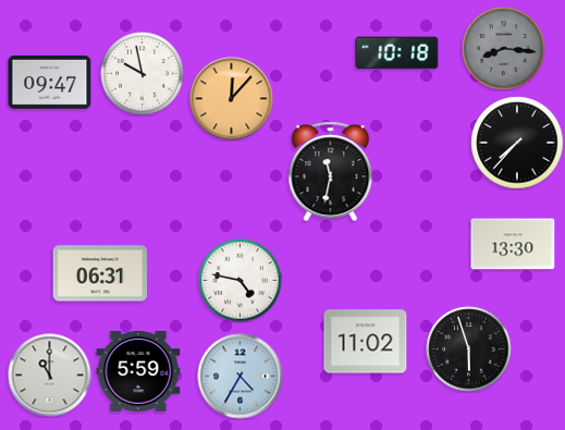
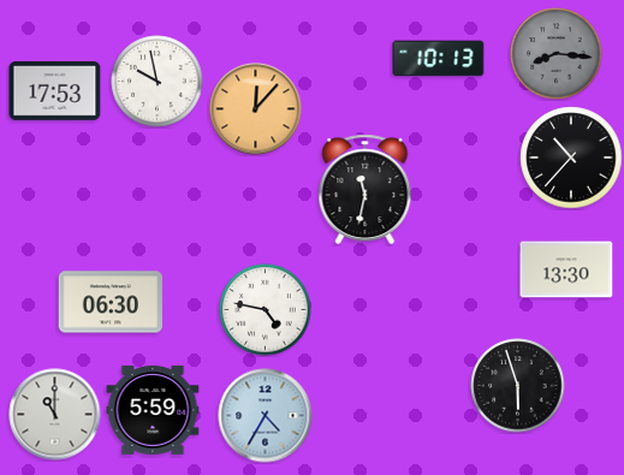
clock at (397, 53): 10:18 -> 10:13
clock at (50, 83): 09:47 -> 17:53
clock at (517, 143): 7:37 -> 10:37
clock at (99, 273): 06:31 -> 06:30
clock at (366, 342): 11:02 -> none
